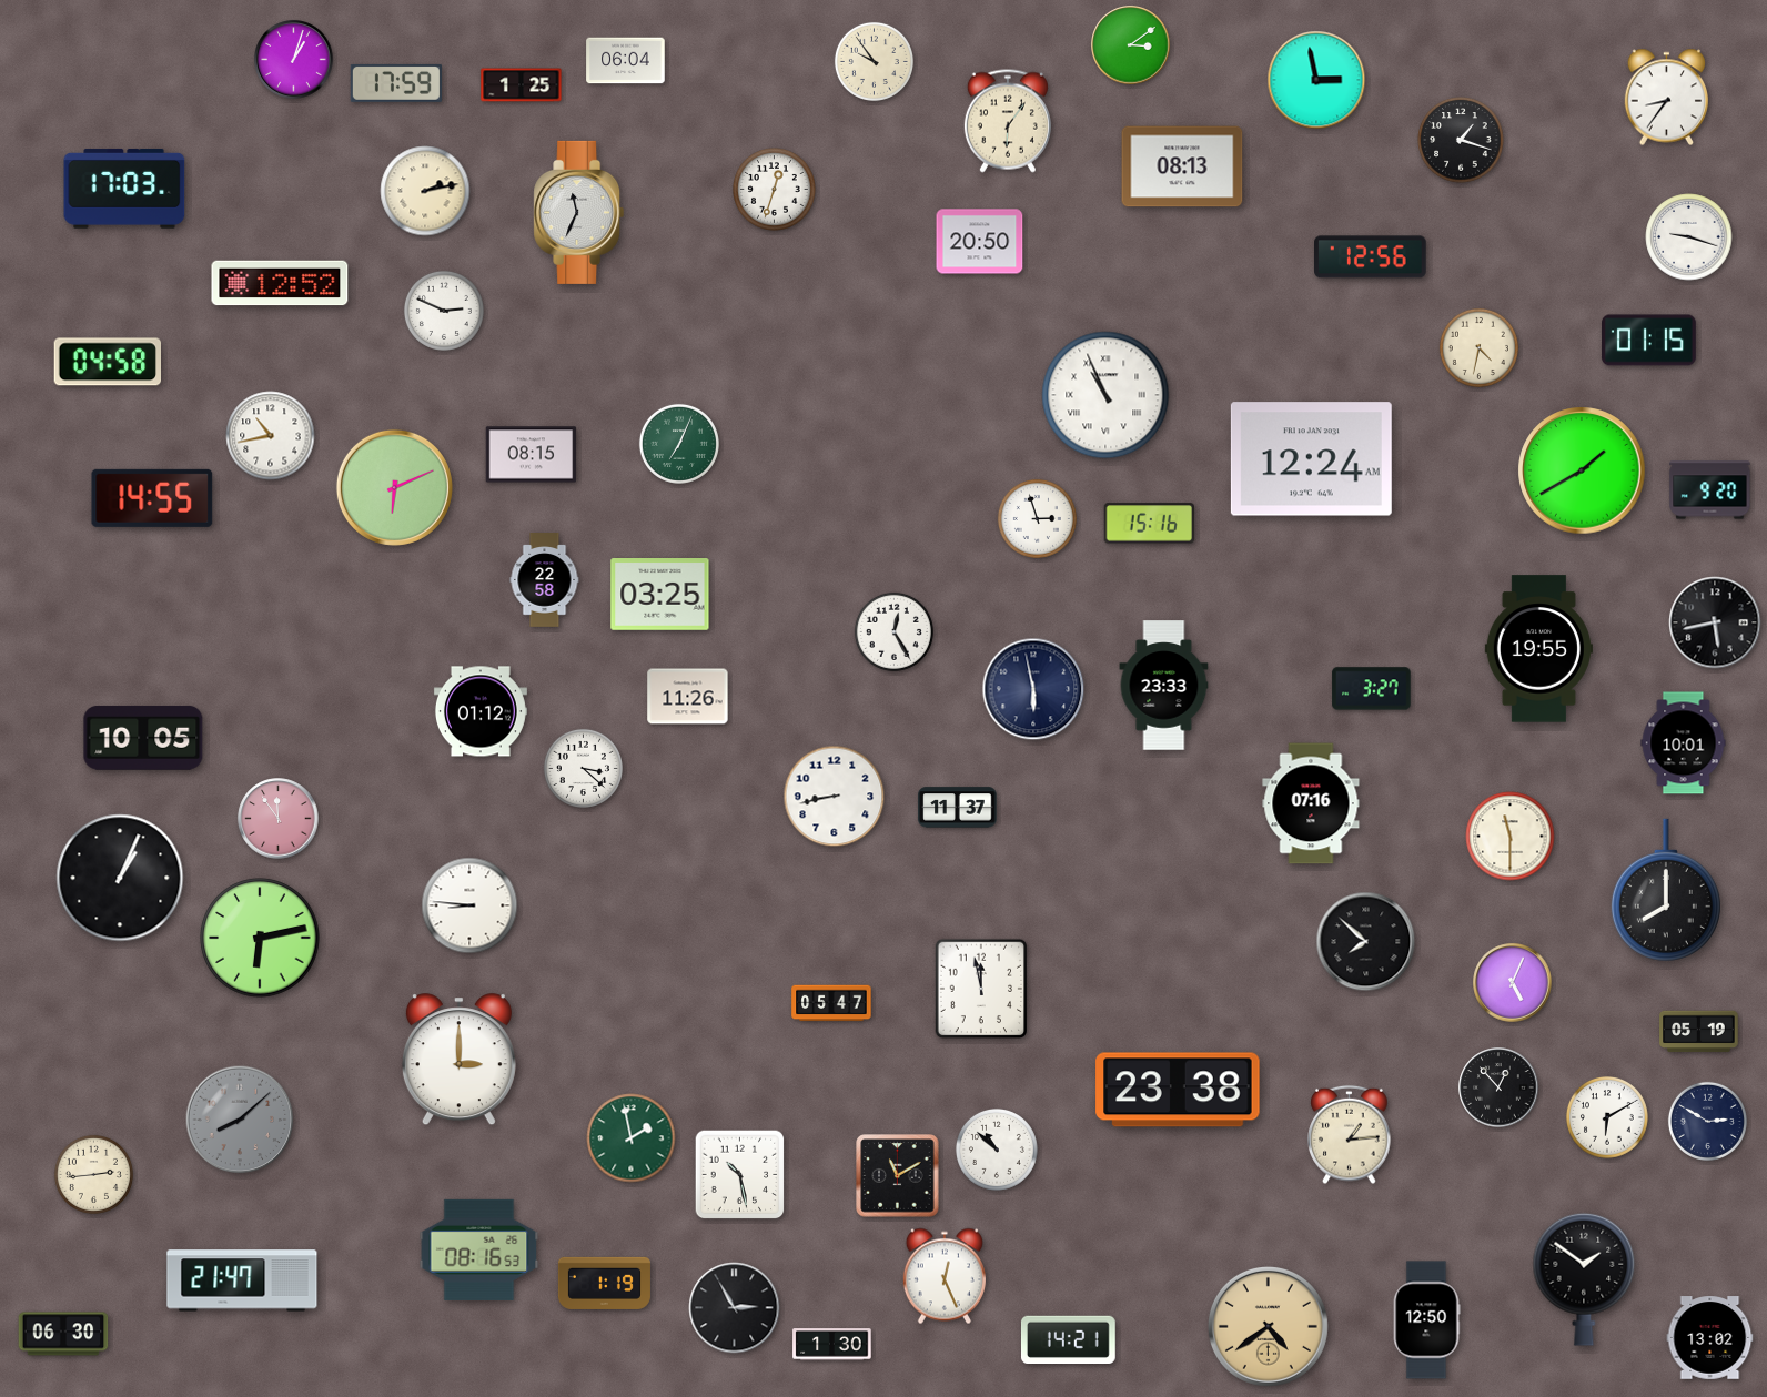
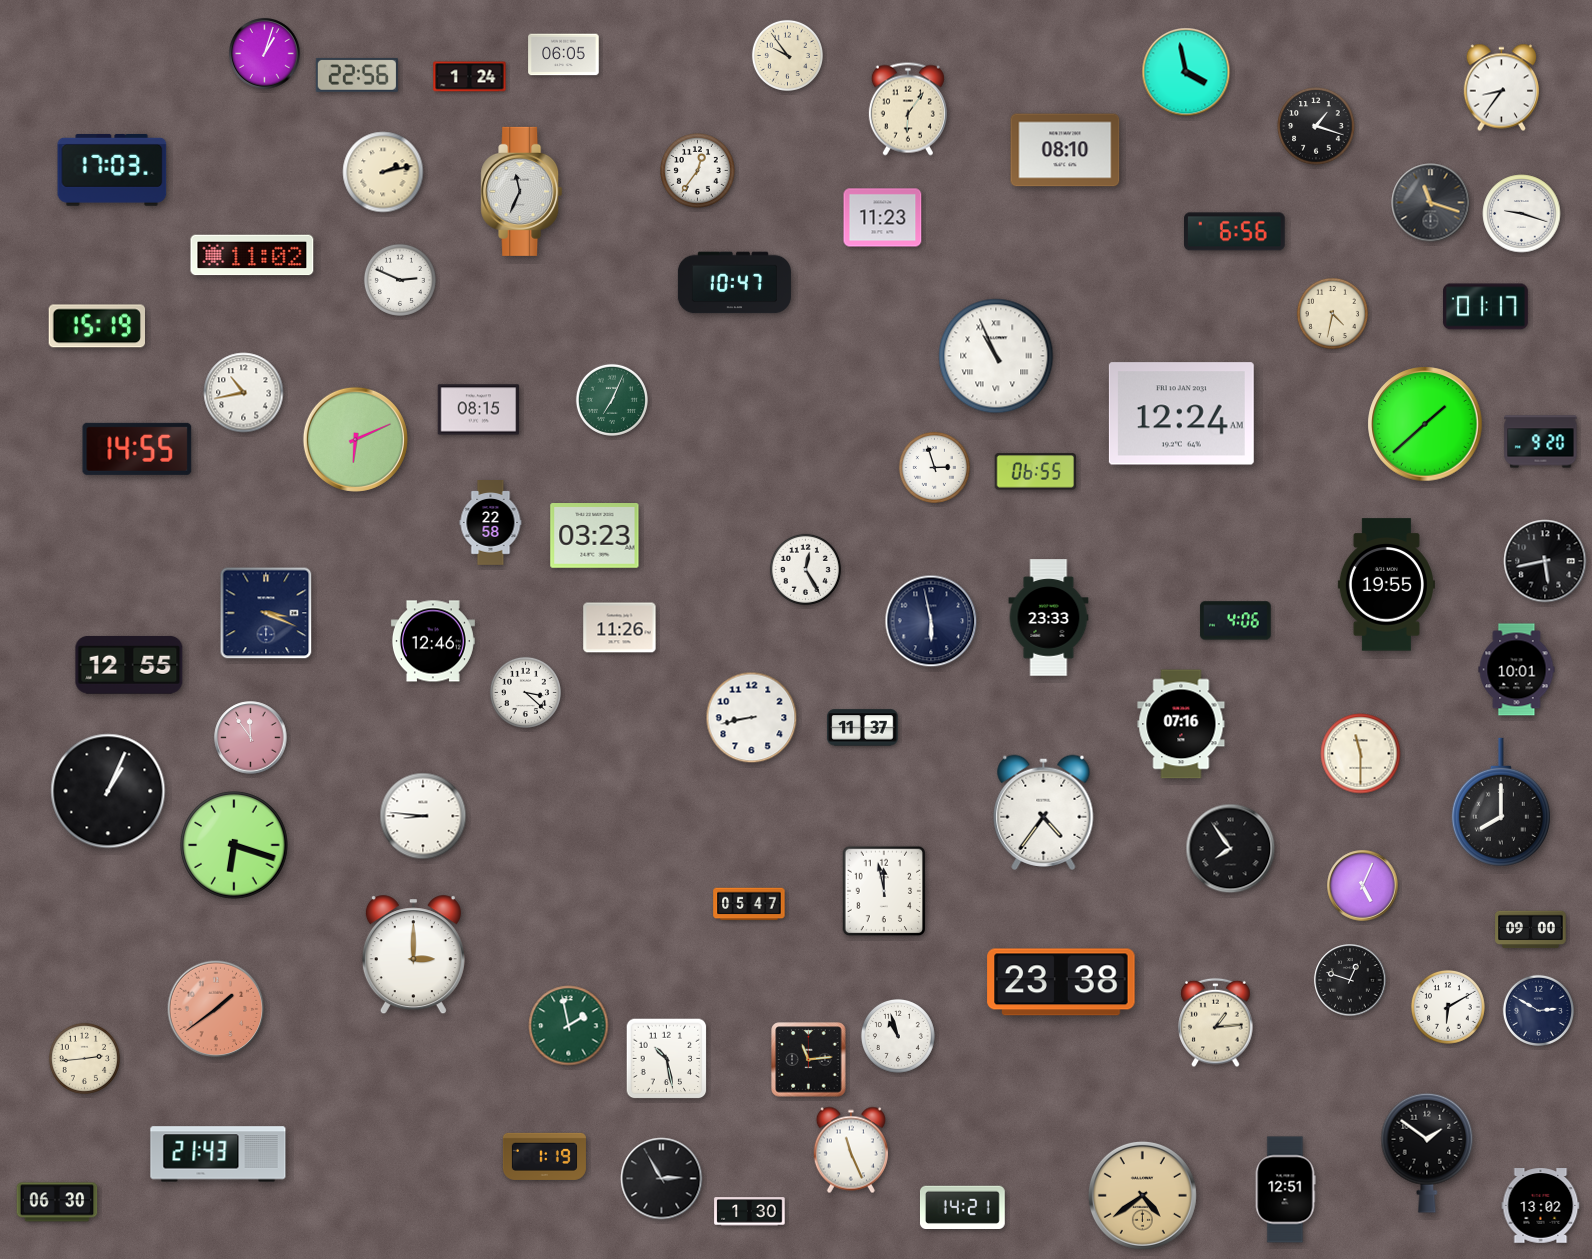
clock at (1131, 45): 3:09 -> none
clock at (626, 61): 06:04 -> 06:05
clock at (1316, 80): 2:58 -> 3:58
clock at (396, 83): 17:59 -> 22:56
clock at (522, 85): 1:25 -> 1:24
clock at (1182, 166): 08:13 -> 08:10
clock at (775, 190): 12:33 -> 12:36
clock at (1431, 203): none -> 11:18
clock at (980, 242): 20:50 -> 11:23
clock at (1371, 257): 12:56 -> 6:56
clock at (280, 283): 12:52 -> 11:02
clock at (734, 283): none -> 10:47
clock at (1649, 341): 01:15 -> 01:17
clock at (107, 362): 04:58 -> 15:19
clock at (1582, 470): 1:40 -> 1:38
clock at (1149, 524): 15:16 -> 06:55
clock at (660, 595): 03:25 -> 03:23
clock at (266, 613): none -> 3:19
clock at (1372, 689): 3:27 -> 4:06
clock at (481, 711): 01:12 -> 12:46
clock at (143, 738): 10:05 -> 12:55
clock at (1044, 812): none -> 4:36
clock at (260, 938): 6:13 -> 6:18
clock at (1366, 942): 7:52 -> 7:54
clock at (1699, 1032): 05:19 -> 09:00
clock at (1498, 1087): 12:53 -> 12:48
clock at (240, 1120): 8:08 -> 1:39
clock at (240, 1120) dial: grey -> salmon
clock at (997, 1150): 10:52 -> 10:57
clock at (898, 1176): 11:10 -> 11:14
clock at (479, 1249): 08:16 -> none
clock at (945, 1276): 12:26 -> 11:26
clock at (242, 1280): 21:47 -> 21:43
clock at (1426, 1320): 12:50 -> 12:51
